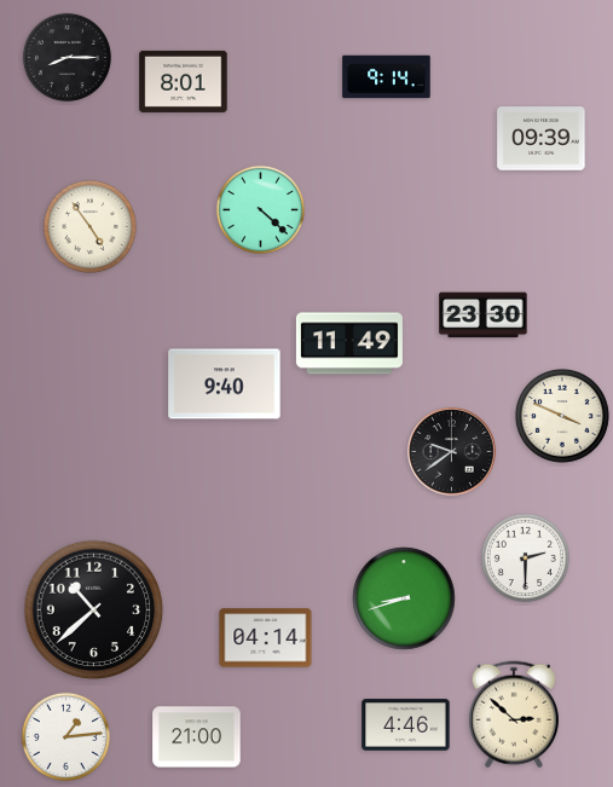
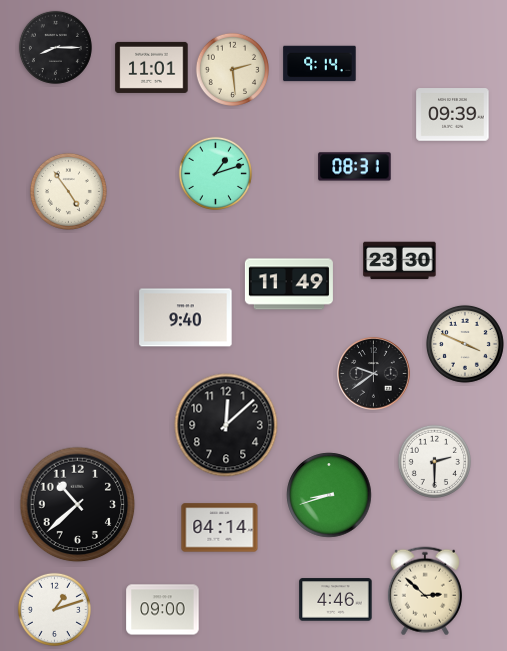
clock at (184, 81): 8:01 -> 11:01
clock at (232, 69): none -> 2:29
clock at (542, 139) position: (542, 139) -> (453, 115)
clock at (355, 167): none -> 08:31
clock at (260, 209): 4:22 -> 1:12
clock at (89, 226) position: (89, 226) -> (68, 191)
clock at (226, 425): none -> 12:08
clock at (404, 598) position: (404, 598) -> (329, 495)
clock at (65, 736): 1:14 -> 1:12
clock at (197, 737): 21:00 -> 09:00
